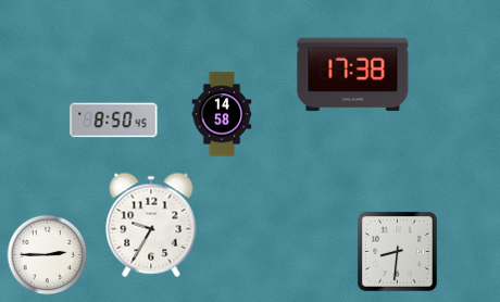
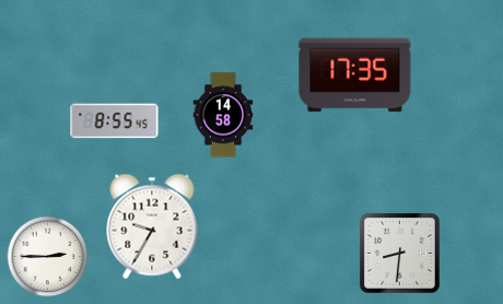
clock at (353, 75): 17:38 -> 17:35
clock at (114, 121): 8:50 -> 8:55
